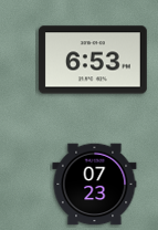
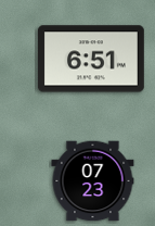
clock at (93, 60): 6:53 -> 6:51
